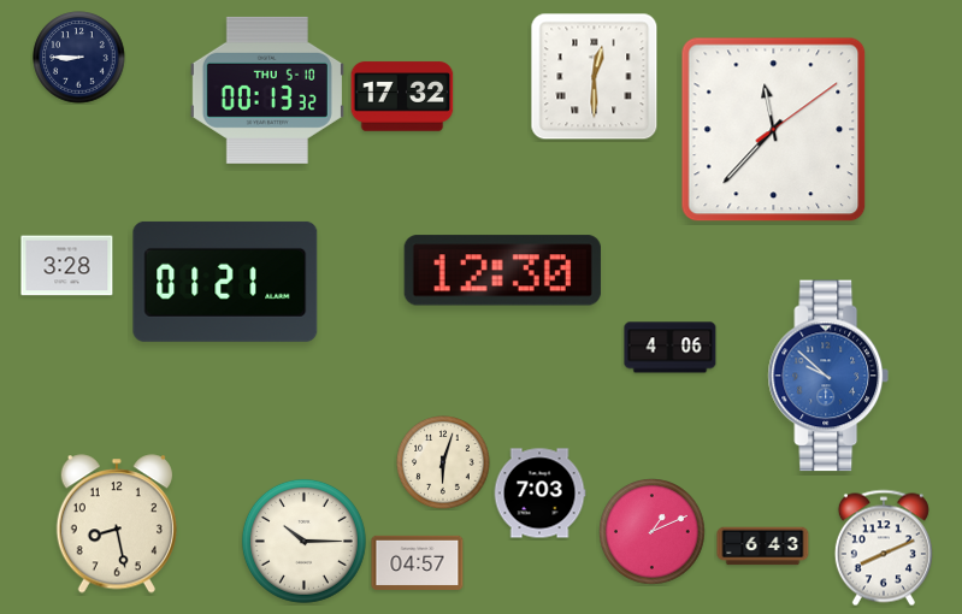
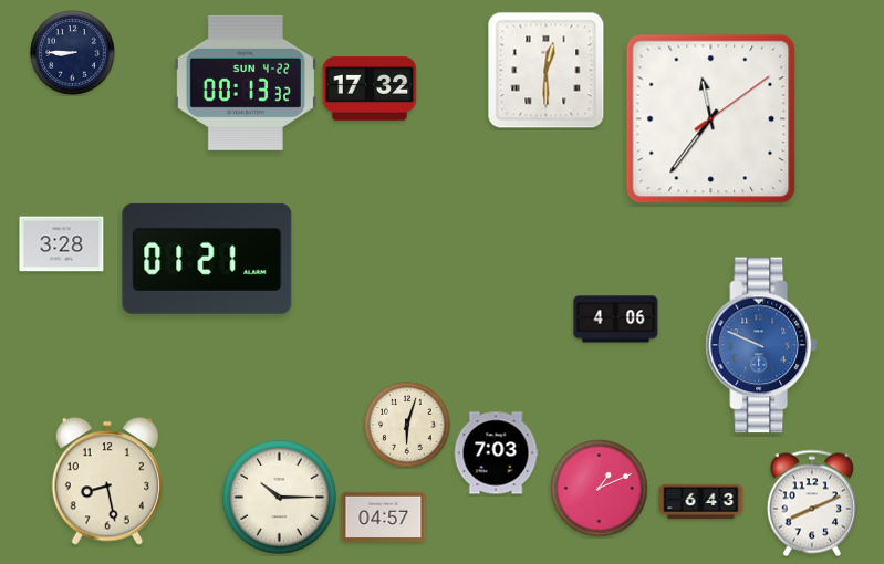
clock at (267, 90) date: THU 5-10 -> SUN 4-22
clock at (774, 130): 11:37 -> 11:36
clock at (502, 271): 12:30 -> none
clock at (828, 376): 9:52 -> 9:49
